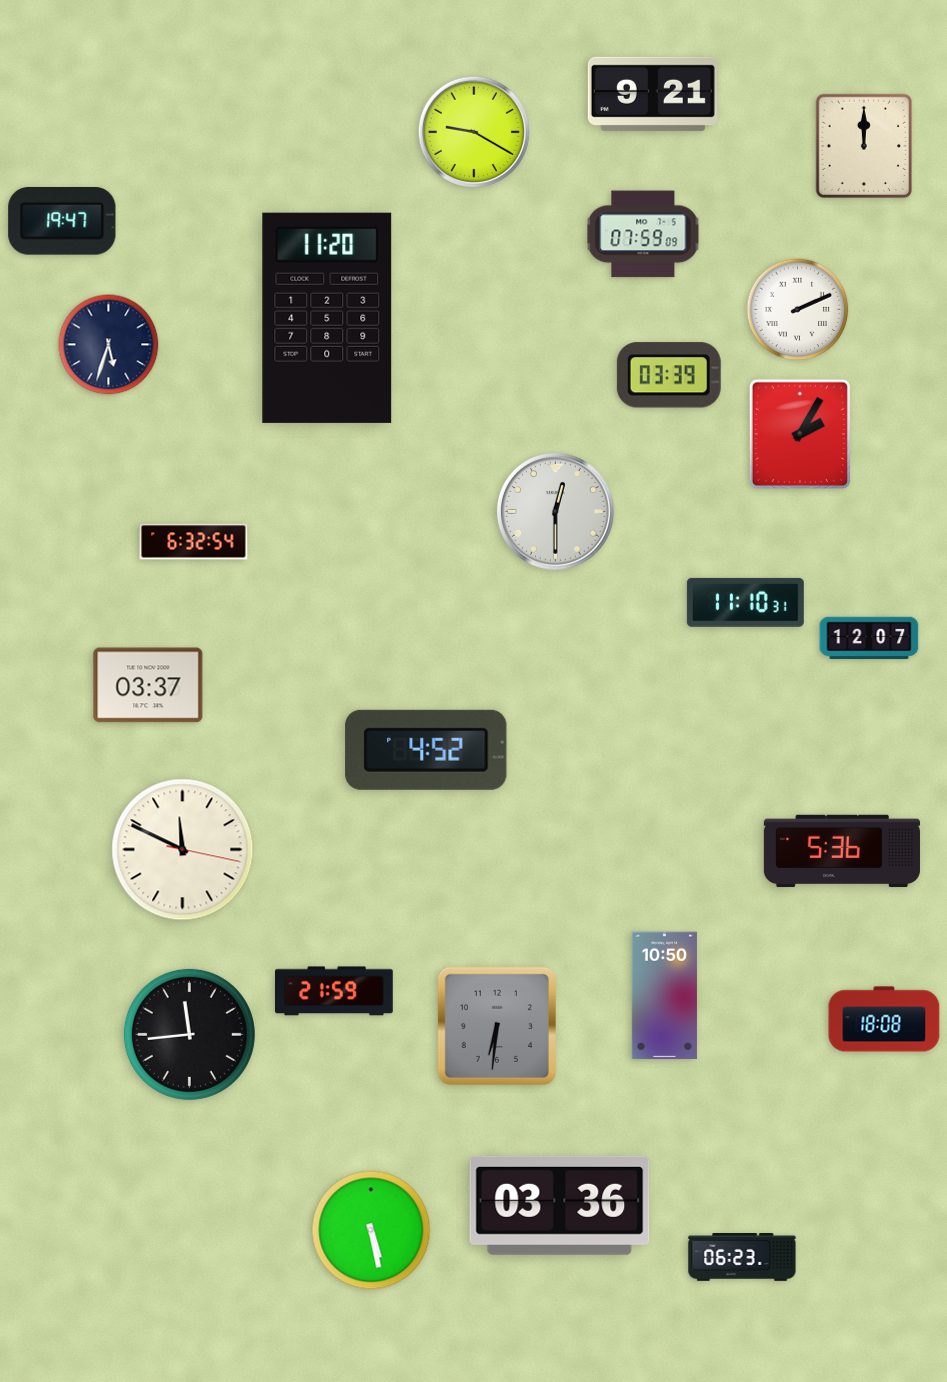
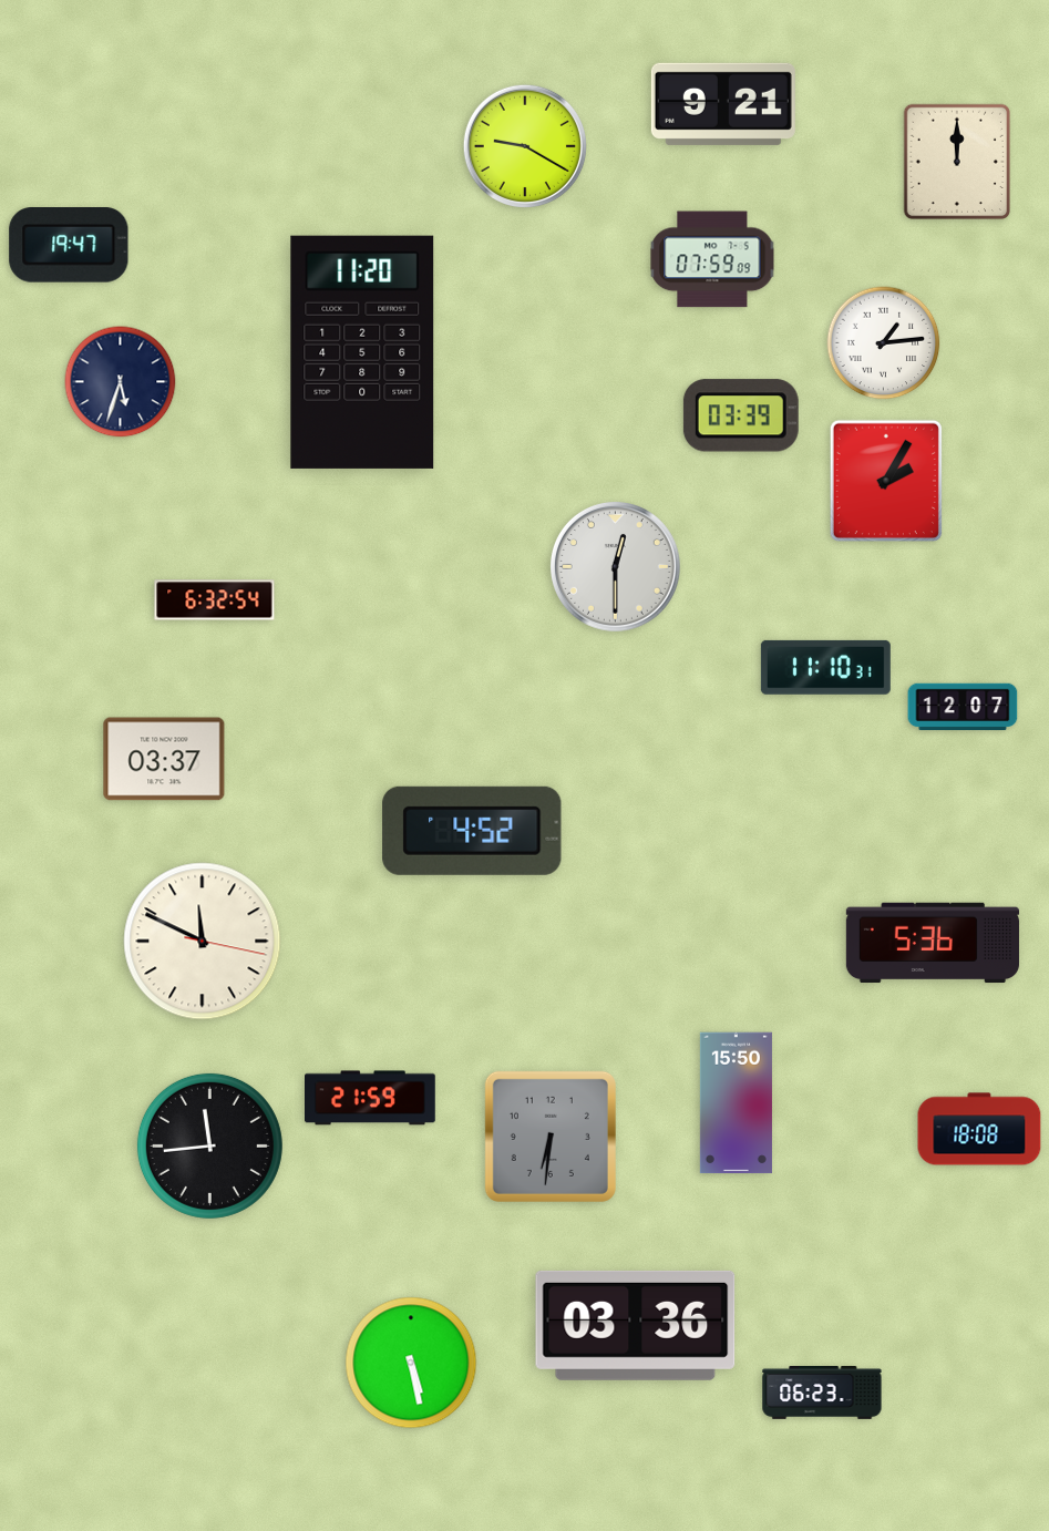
clock at (798, 310): 2:11 -> 1:14
clock at (664, 996): 10:50 -> 15:50
clock at (560, 1205) position: (560, 1205) -> (636, 1325)
